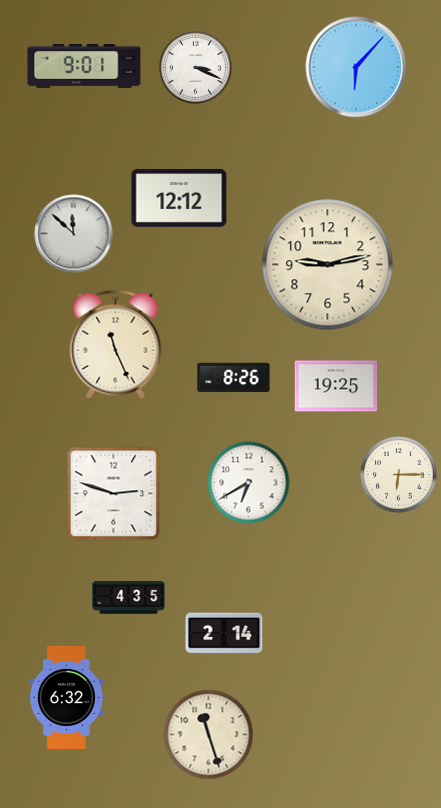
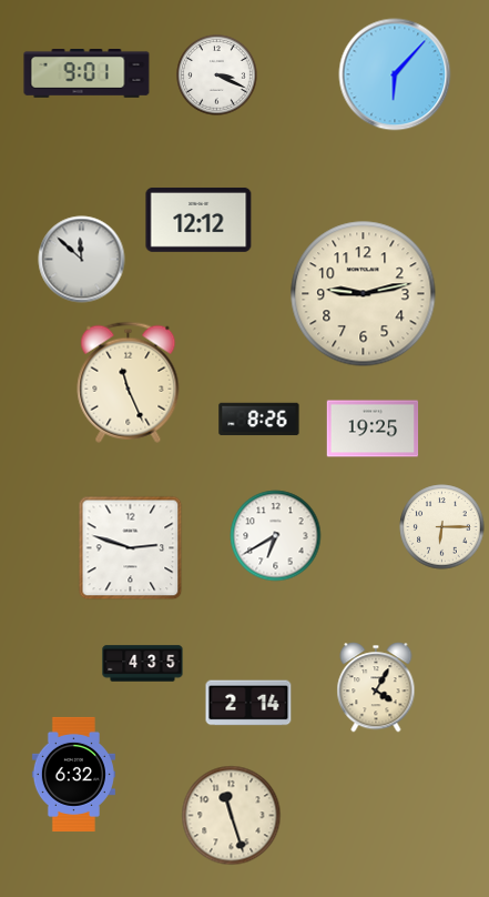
clock at (84, 67) position: (84, 67) -> (86, 74)
clock at (114, 494) position: (114, 494) -> (131, 548)
clock at (376, 687): none -> 4:05
